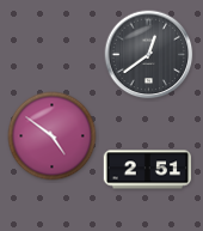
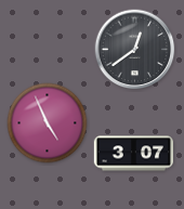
clock at (53, 136): 4:51 -> 4:56
clock at (147, 170): 2:51 -> 3:07
